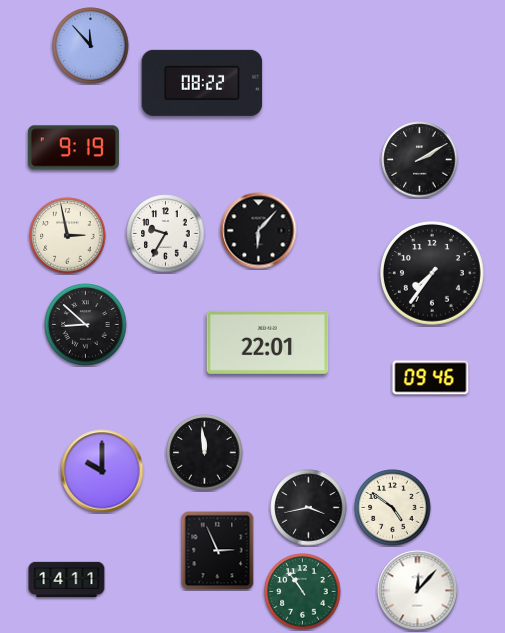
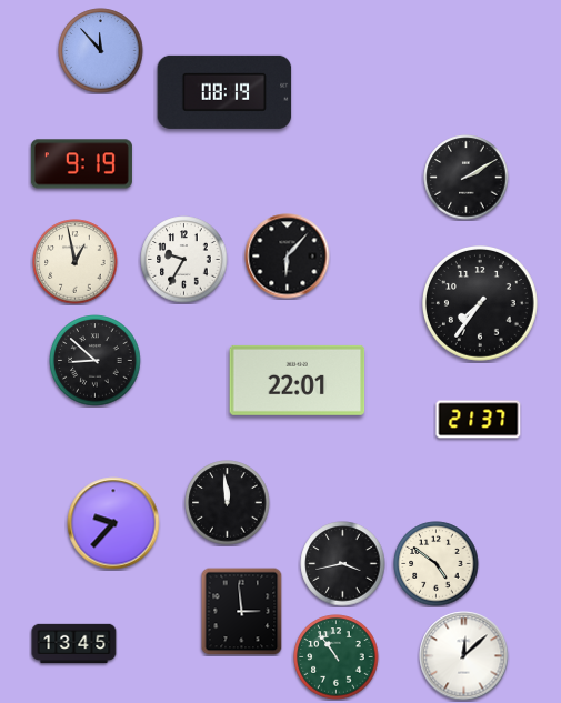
clock at (202, 83): 08:22 -> 08:19
clock at (68, 236): 2:58 -> 12:58
clock at (431, 378): 09:46 -> 21:37
clock at (102, 471): 10:00 -> 9:37
clock at (218, 551): 2:56 -> 2:59
clock at (67, 580): 14:11 -> 13:45
clock at (418, 591): 12:07 -> 12:08
